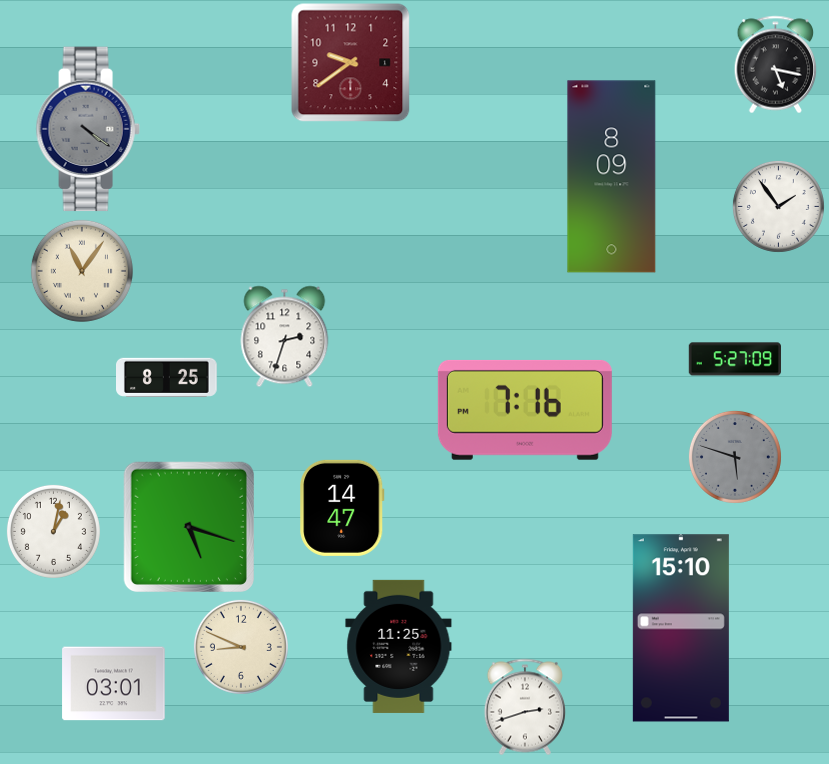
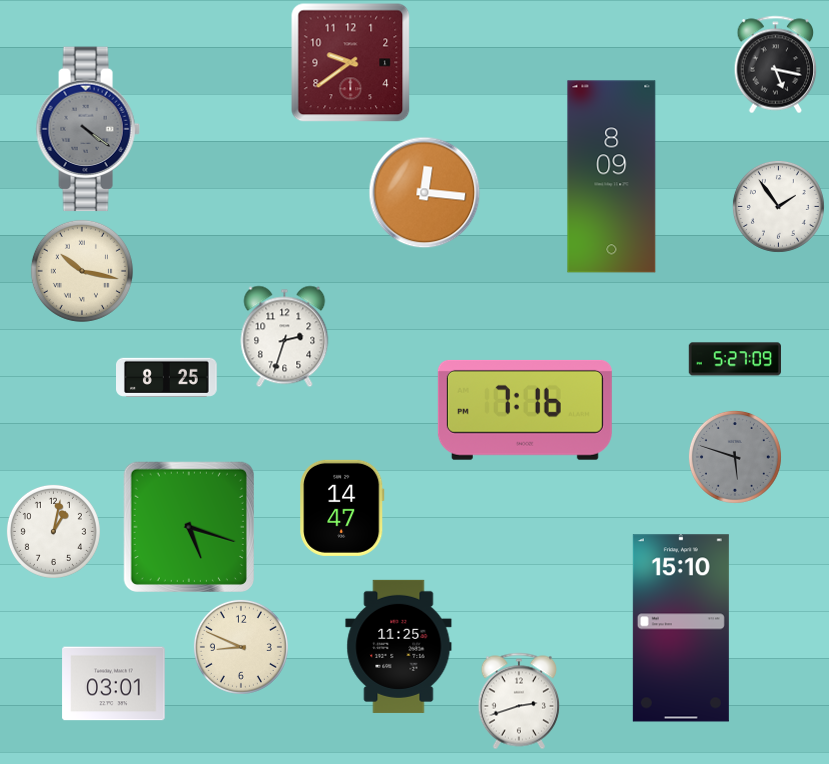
clock at (425, 193): none -> 12:16
clock at (82, 271): 11:06 -> 10:17
clock at (525, 707) position: (525, 707) -> (519, 701)
